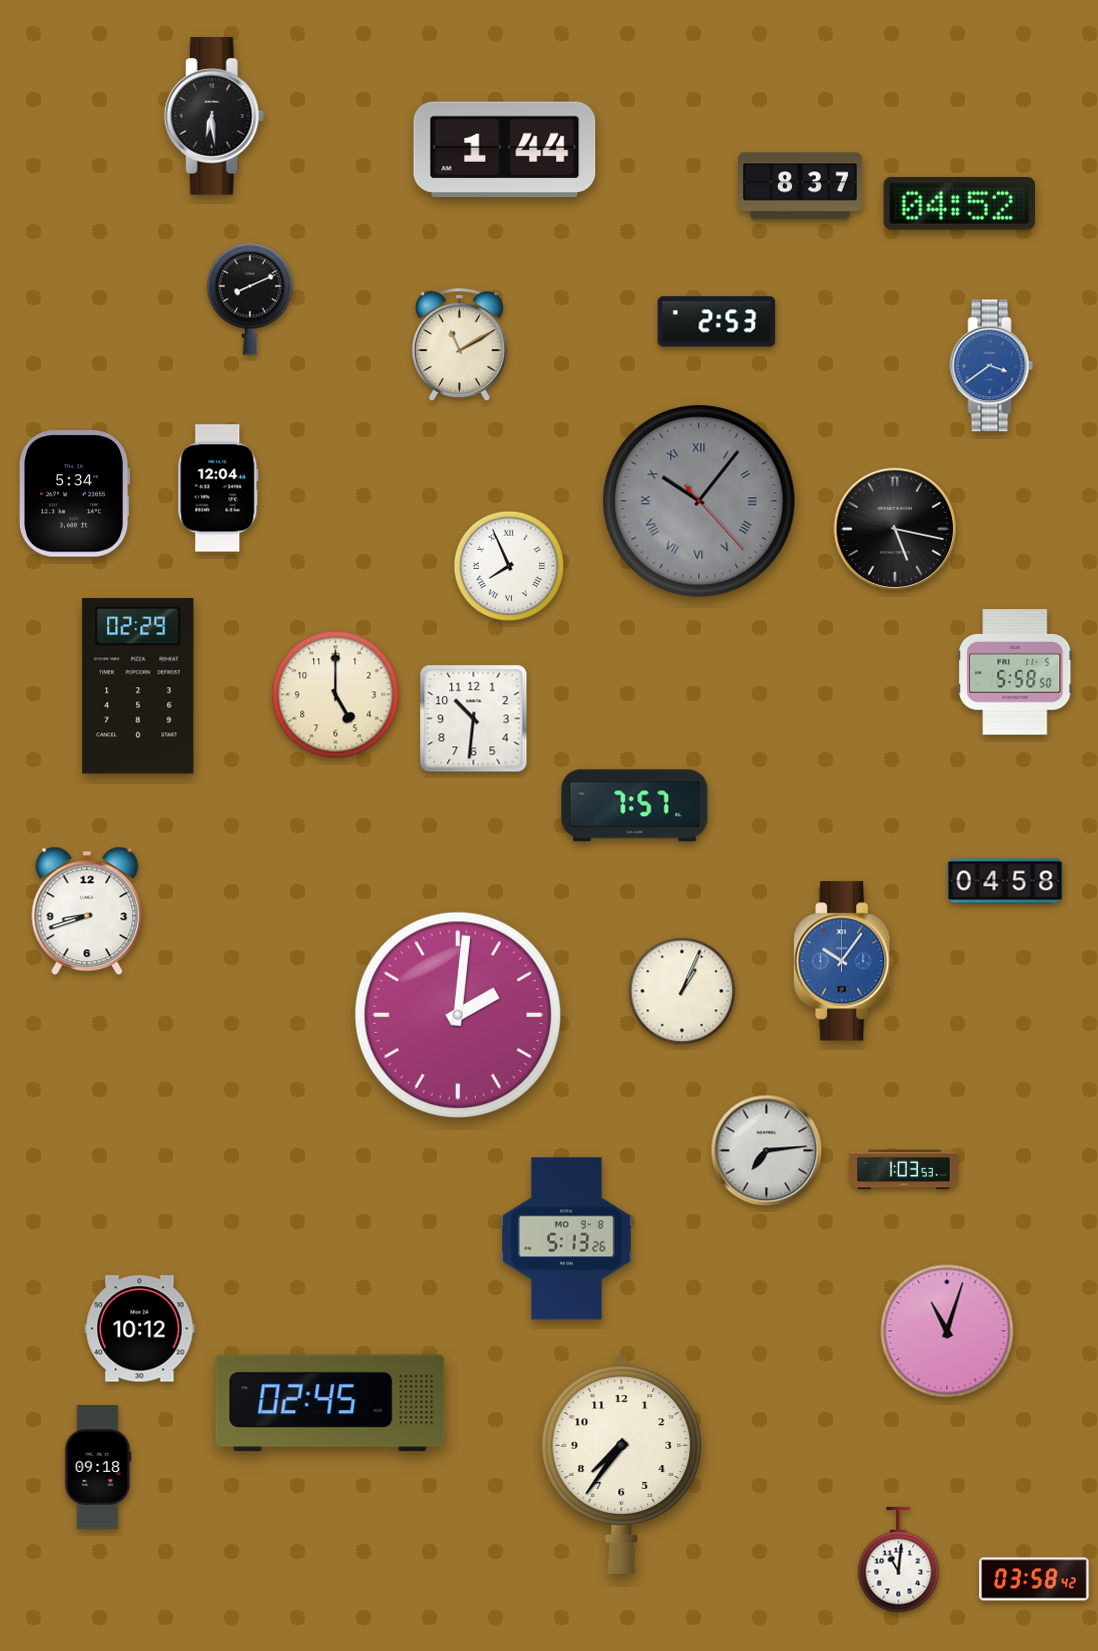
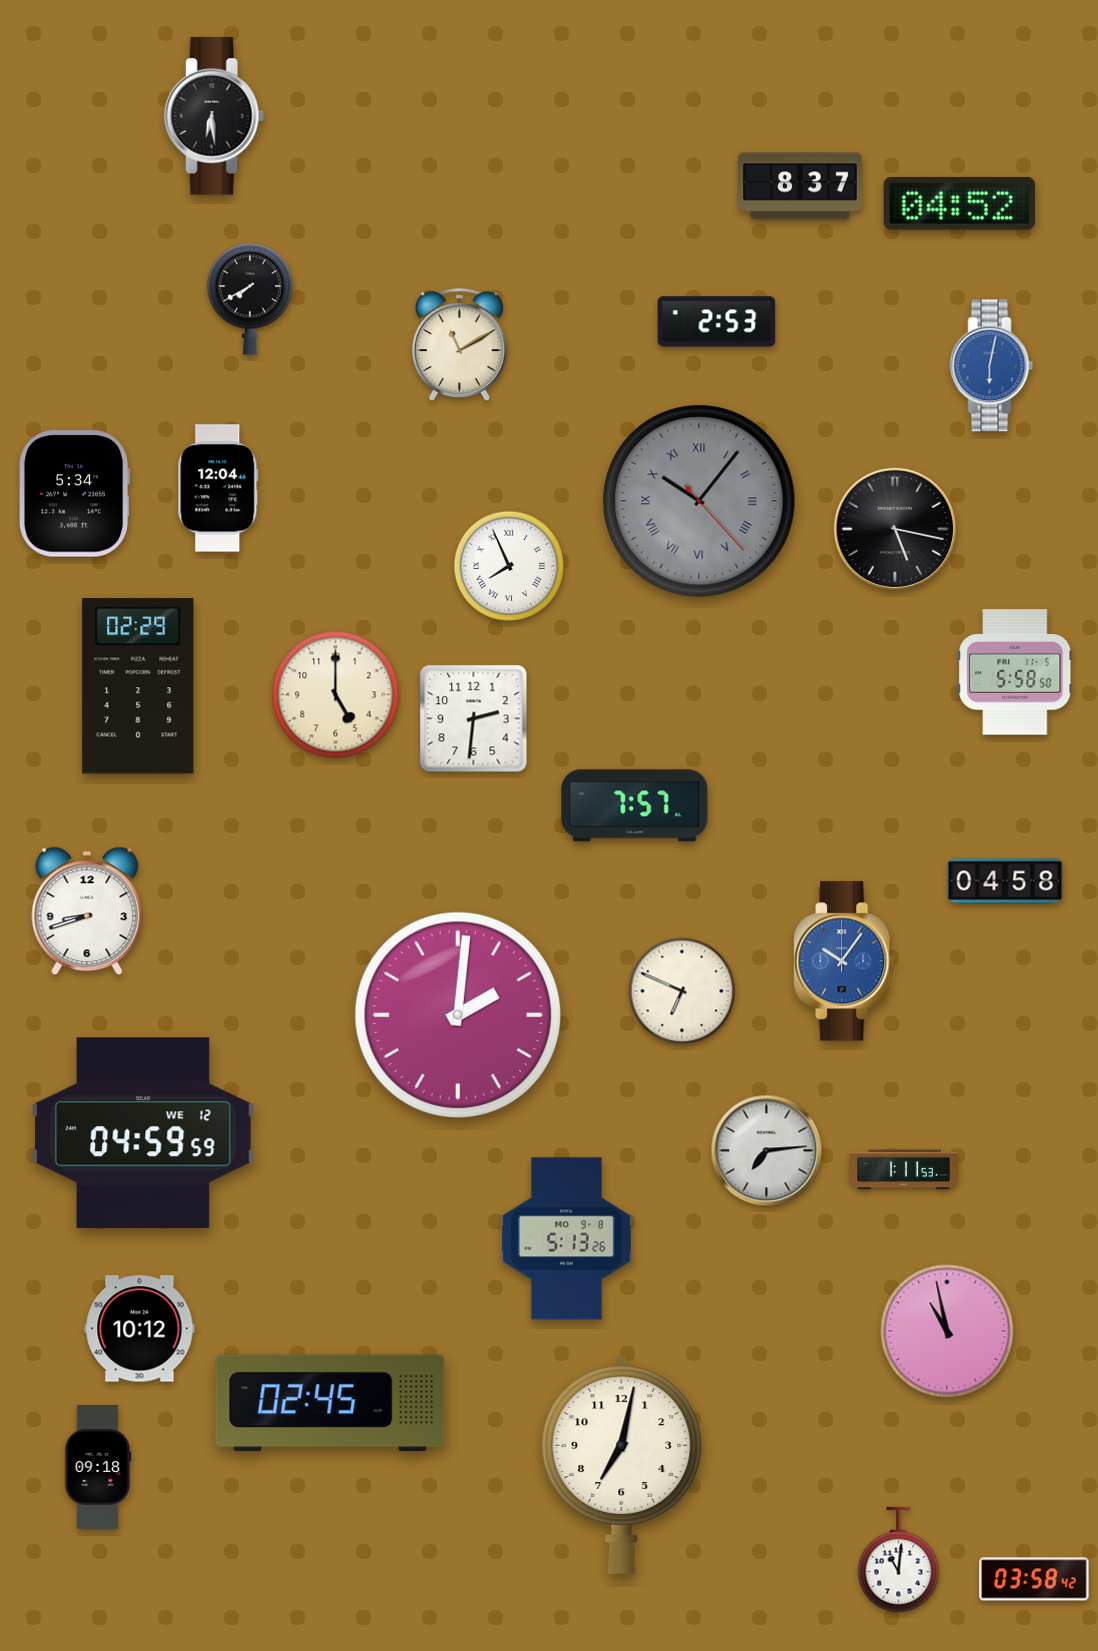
clock at (505, 150): 1:44 -> none
clock at (250, 299): 8:11 -> 7:40
clock at (992, 366): 3:39 -> 6:02
clock at (474, 719): 10:31 -> 2:31
clock at (682, 991): 1:04 -> 6:49
clock at (144, 1133): none -> 04:59
clock at (904, 1170): 1:03 -> 1:11
clock at (947, 1331): 11:03 -> 10:58
clock at (622, 1464): 7:36 -> 7:02
